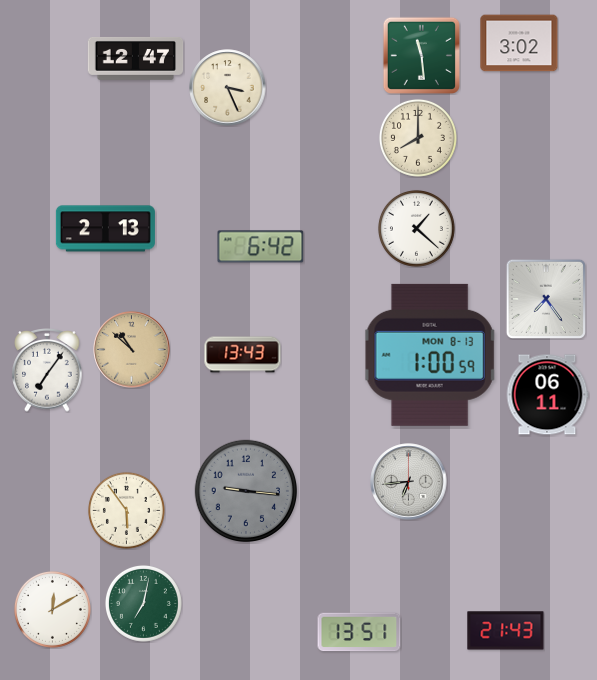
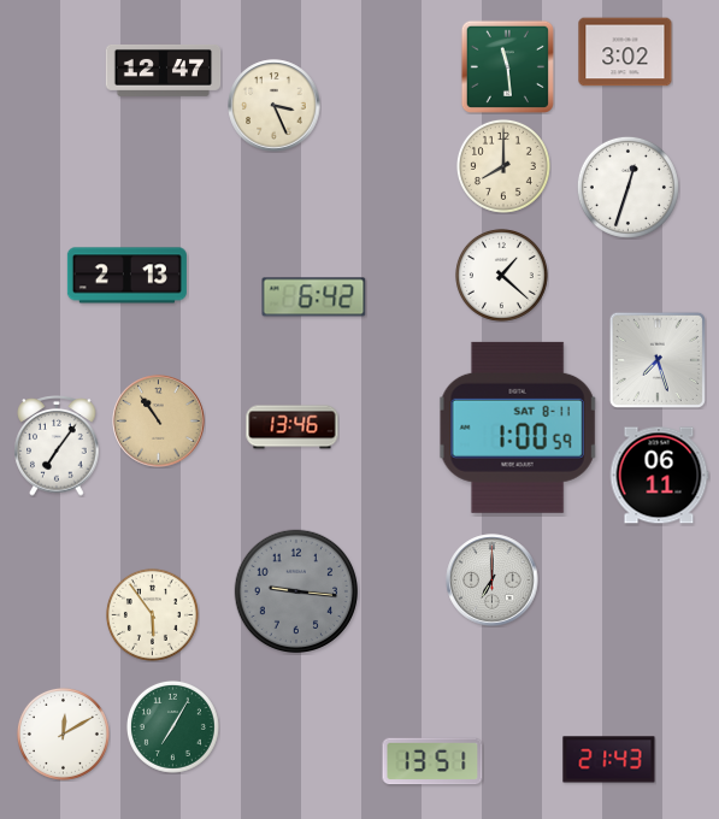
clock at (627, 187): none -> 12:33
clock at (546, 299): 7:24 -> 7:27
clock at (132, 350): 10:52 -> 10:54
clock at (243, 355): 13:43 -> 13:46
clock at (430, 355) date: MON 8-13 -> SAT 8-11
clock at (409, 482): 6:44 -> 7:00
clock at (143, 603): 7:02 -> 7:05
